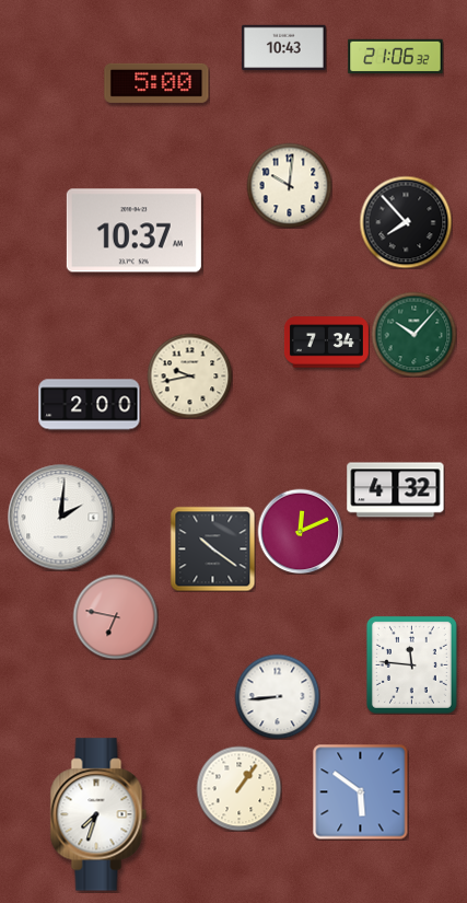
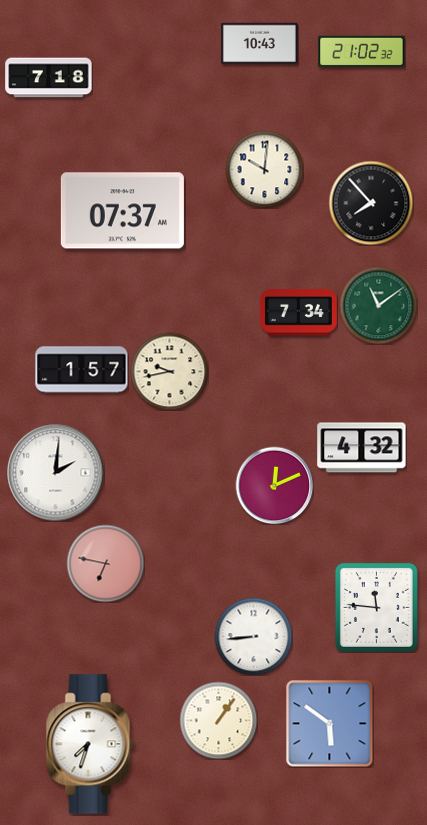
clock at (396, 57): 21:06 -> 21:02
clock at (156, 83): 5:00 -> none
clock at (49, 78): none -> 7:18
clock at (133, 231): 10:37 -> 07:37
clock at (413, 334): 10:07 -> 11:09
clock at (189, 375) position: (189, 375) -> (169, 371)
clock at (90, 405): 2:00 -> 1:57
clock at (212, 548): 10:21 -> none
